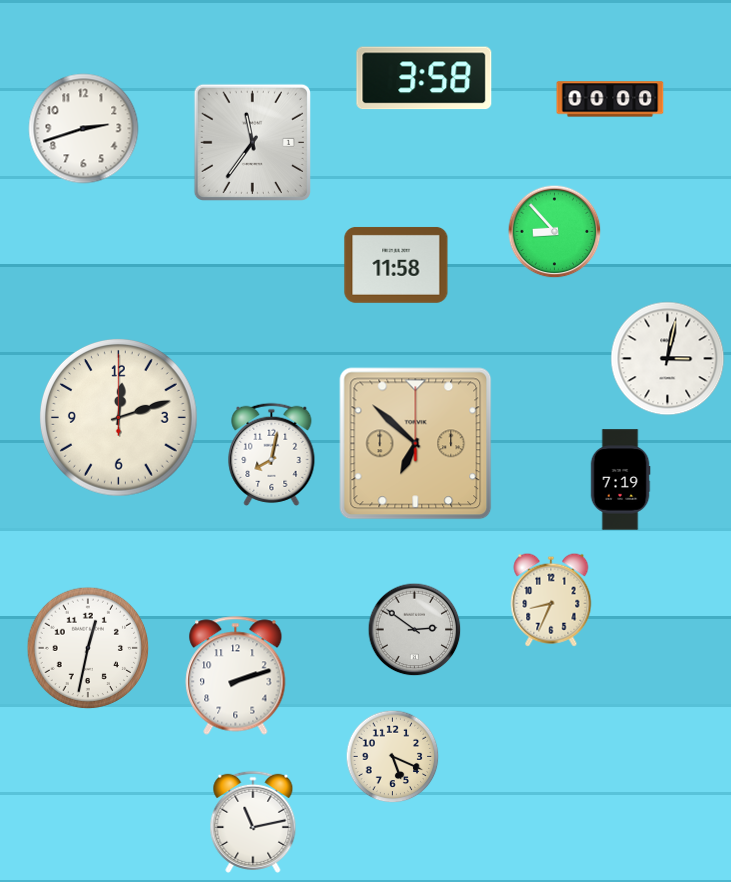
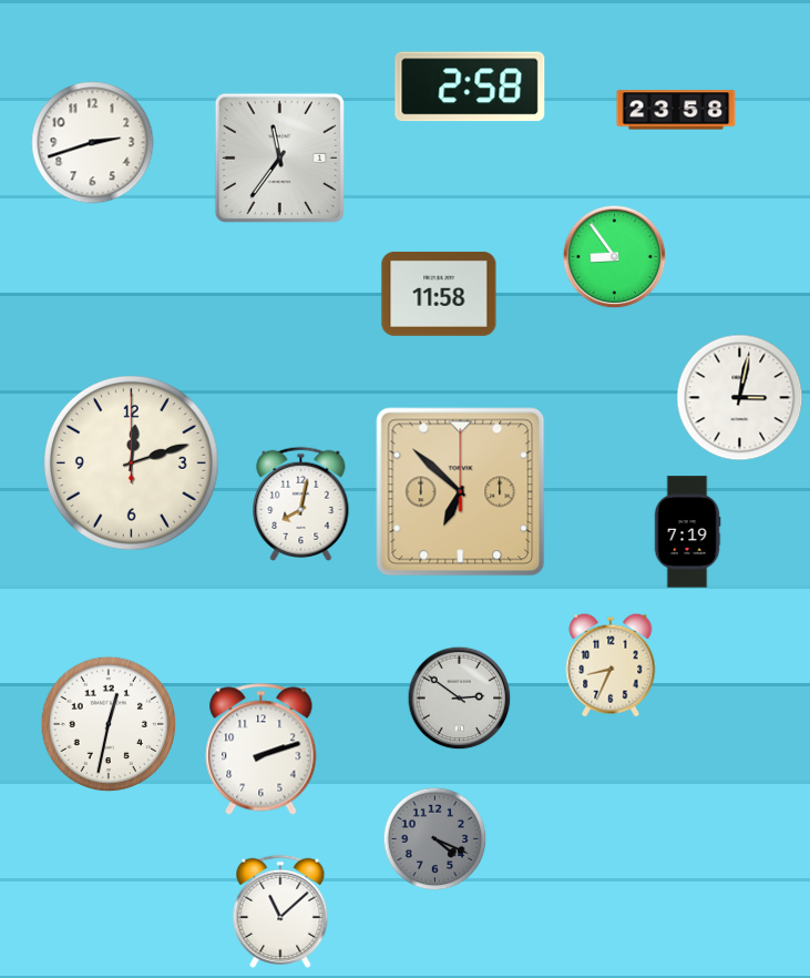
clock at (424, 78): 3:58 -> 2:58
clock at (610, 99): 00:00 -> 23:58
clock at (555, 232): 8:53 -> 8:54
clock at (88, 648) position: (88, 648) -> (109, 724)
clock at (393, 757): 5:19 -> 4:19
clock at (393, 757) dial: cream -> grey
clock at (253, 822): 11:13 -> 11:08
